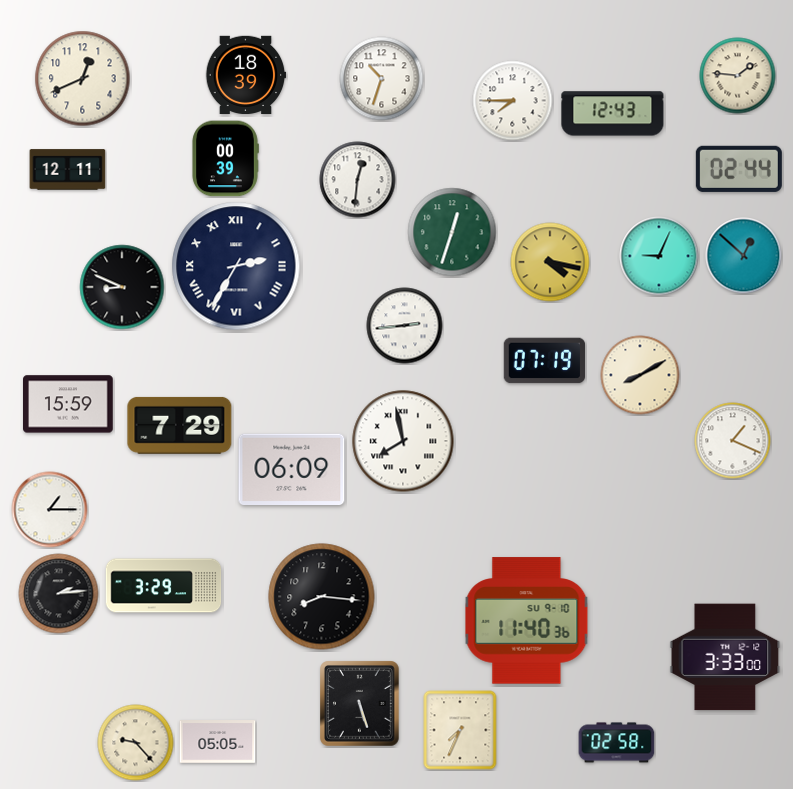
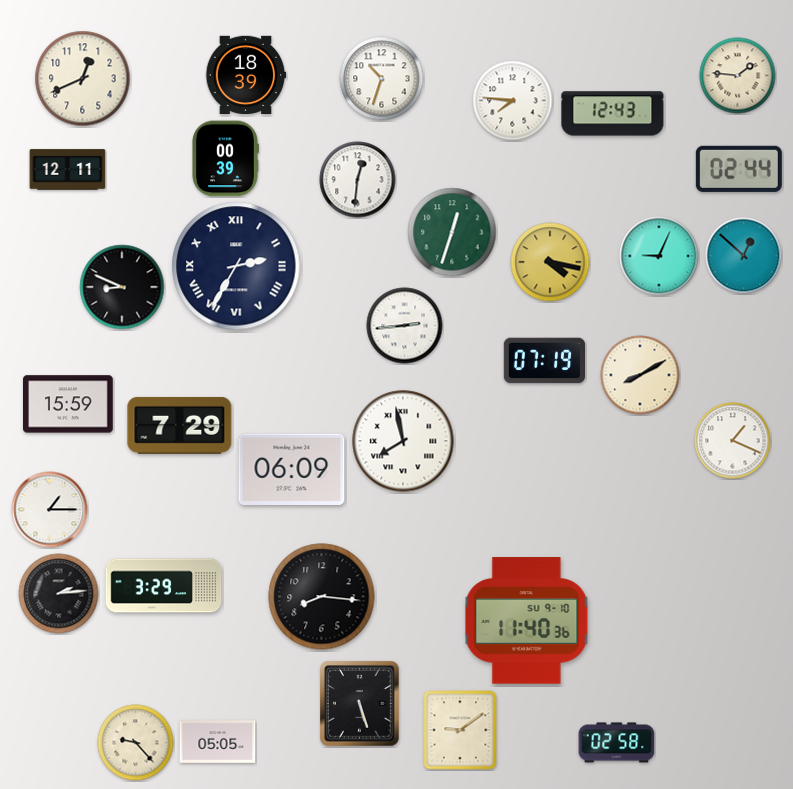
clock at (513, 101): 7:45 -> 7:46
clock at (725, 657): 3:33 -> none
clock at (460, 730): 7:34 -> 9:09
